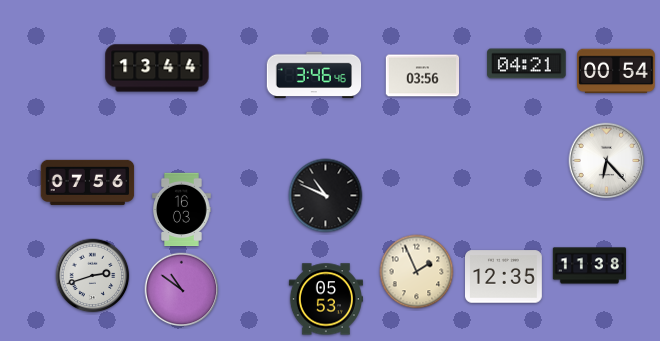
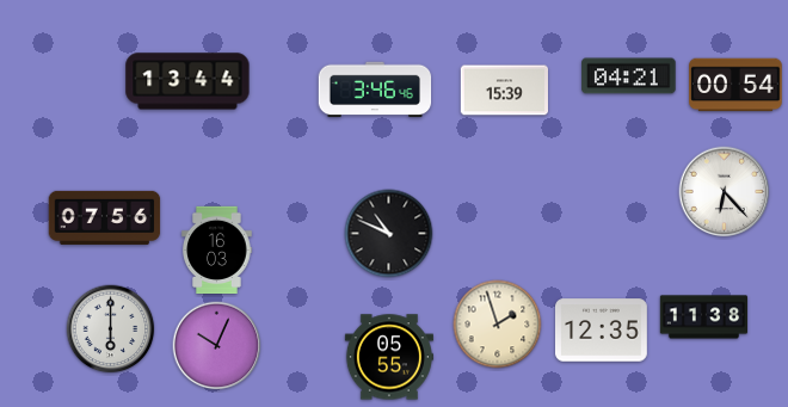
clock at (422, 76): 03:56 -> 15:39
clock at (417, 272): 1:56 -> 1:57
clock at (93, 276): 2:42 -> 6:00
clock at (182, 290): 10:51 -> 10:04
clock at (326, 299): 05:53 -> 05:55
